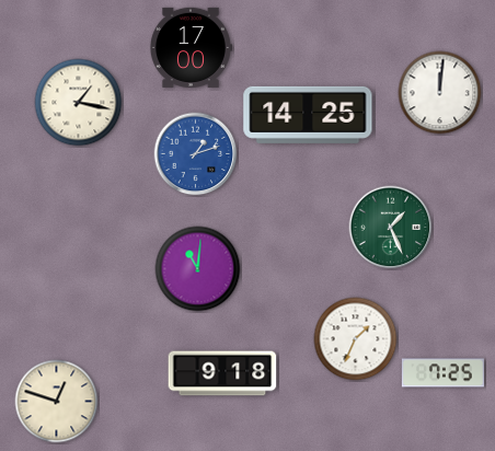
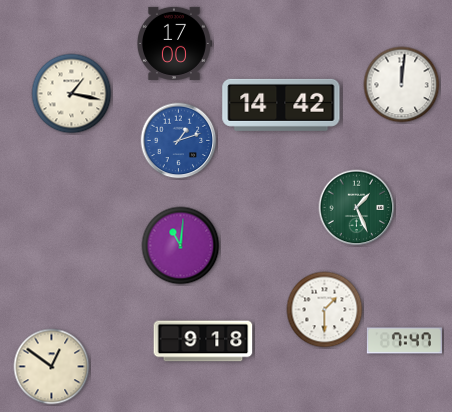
clock at (308, 115): 14:25 -> 14:42
clock at (356, 339): 1:34 -> 1:30
clock at (442, 373): 7:25 -> 7:47
clock at (57, 402): 12:48 -> 12:51
